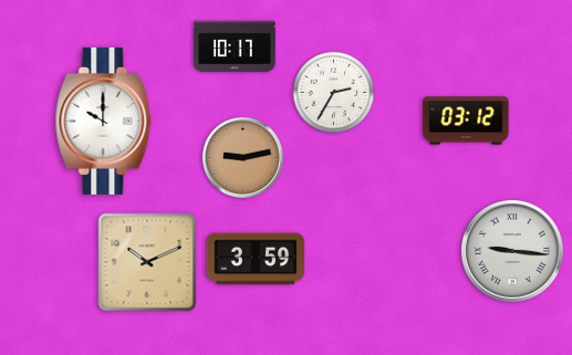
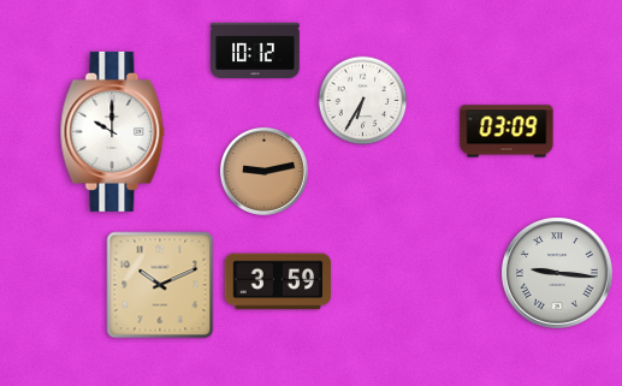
clock at (235, 45): 10:17 -> 10:12
clock at (334, 93): 2:35 -> 6:35
clock at (466, 121): 03:12 -> 03:09
